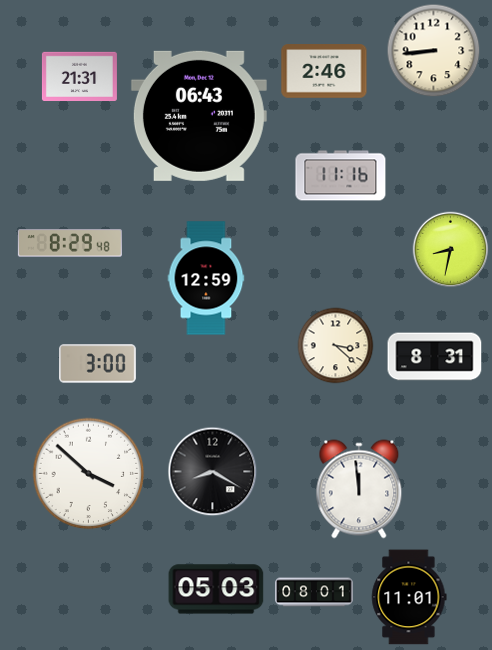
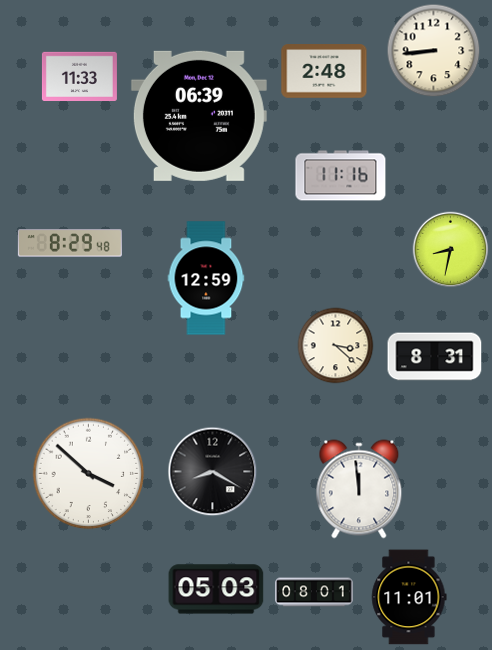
clock at (324, 71): 2:46 -> 2:48
clock at (79, 76): 21:31 -> 11:33
clock at (199, 116): 06:43 -> 06:39
clock at (98, 364): 3:00 -> none
